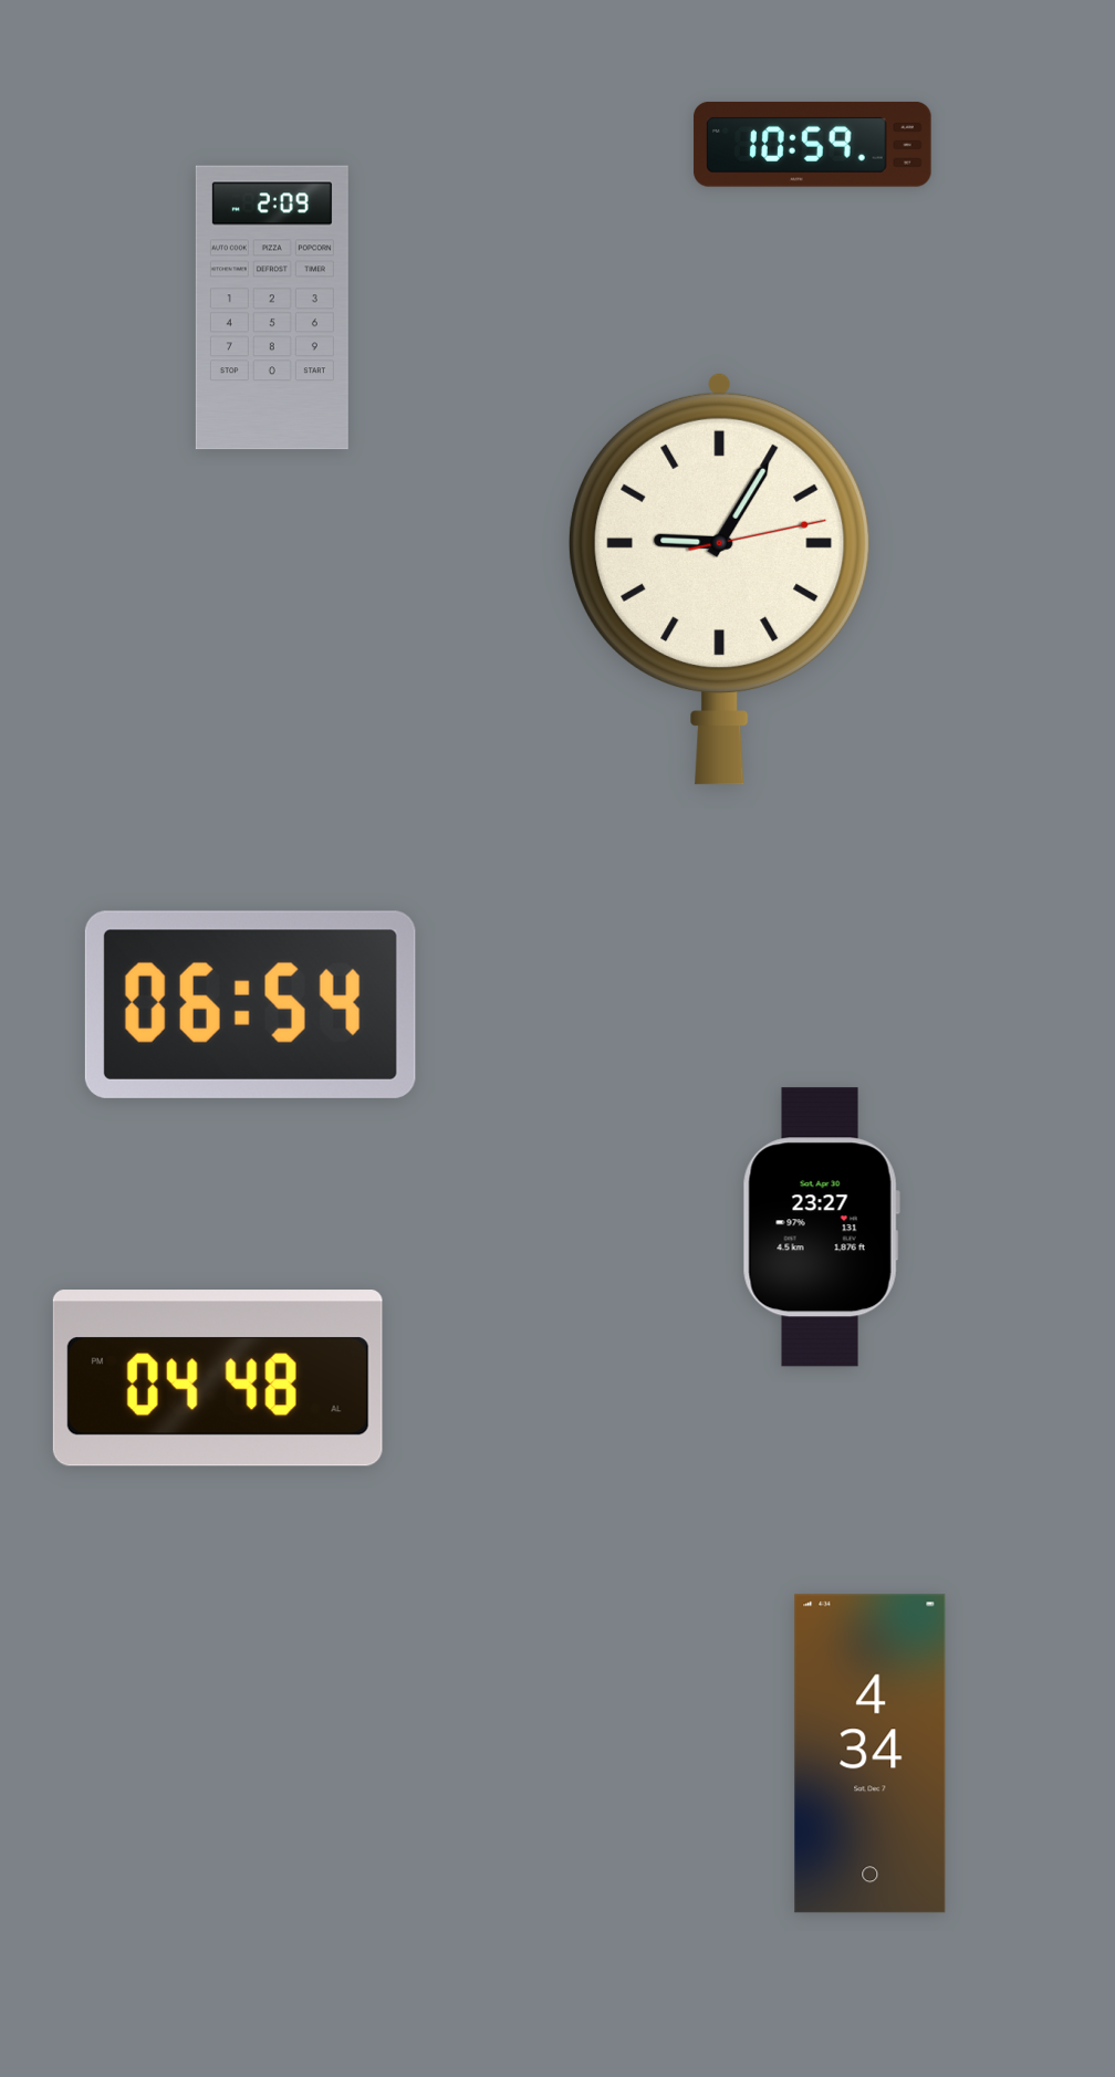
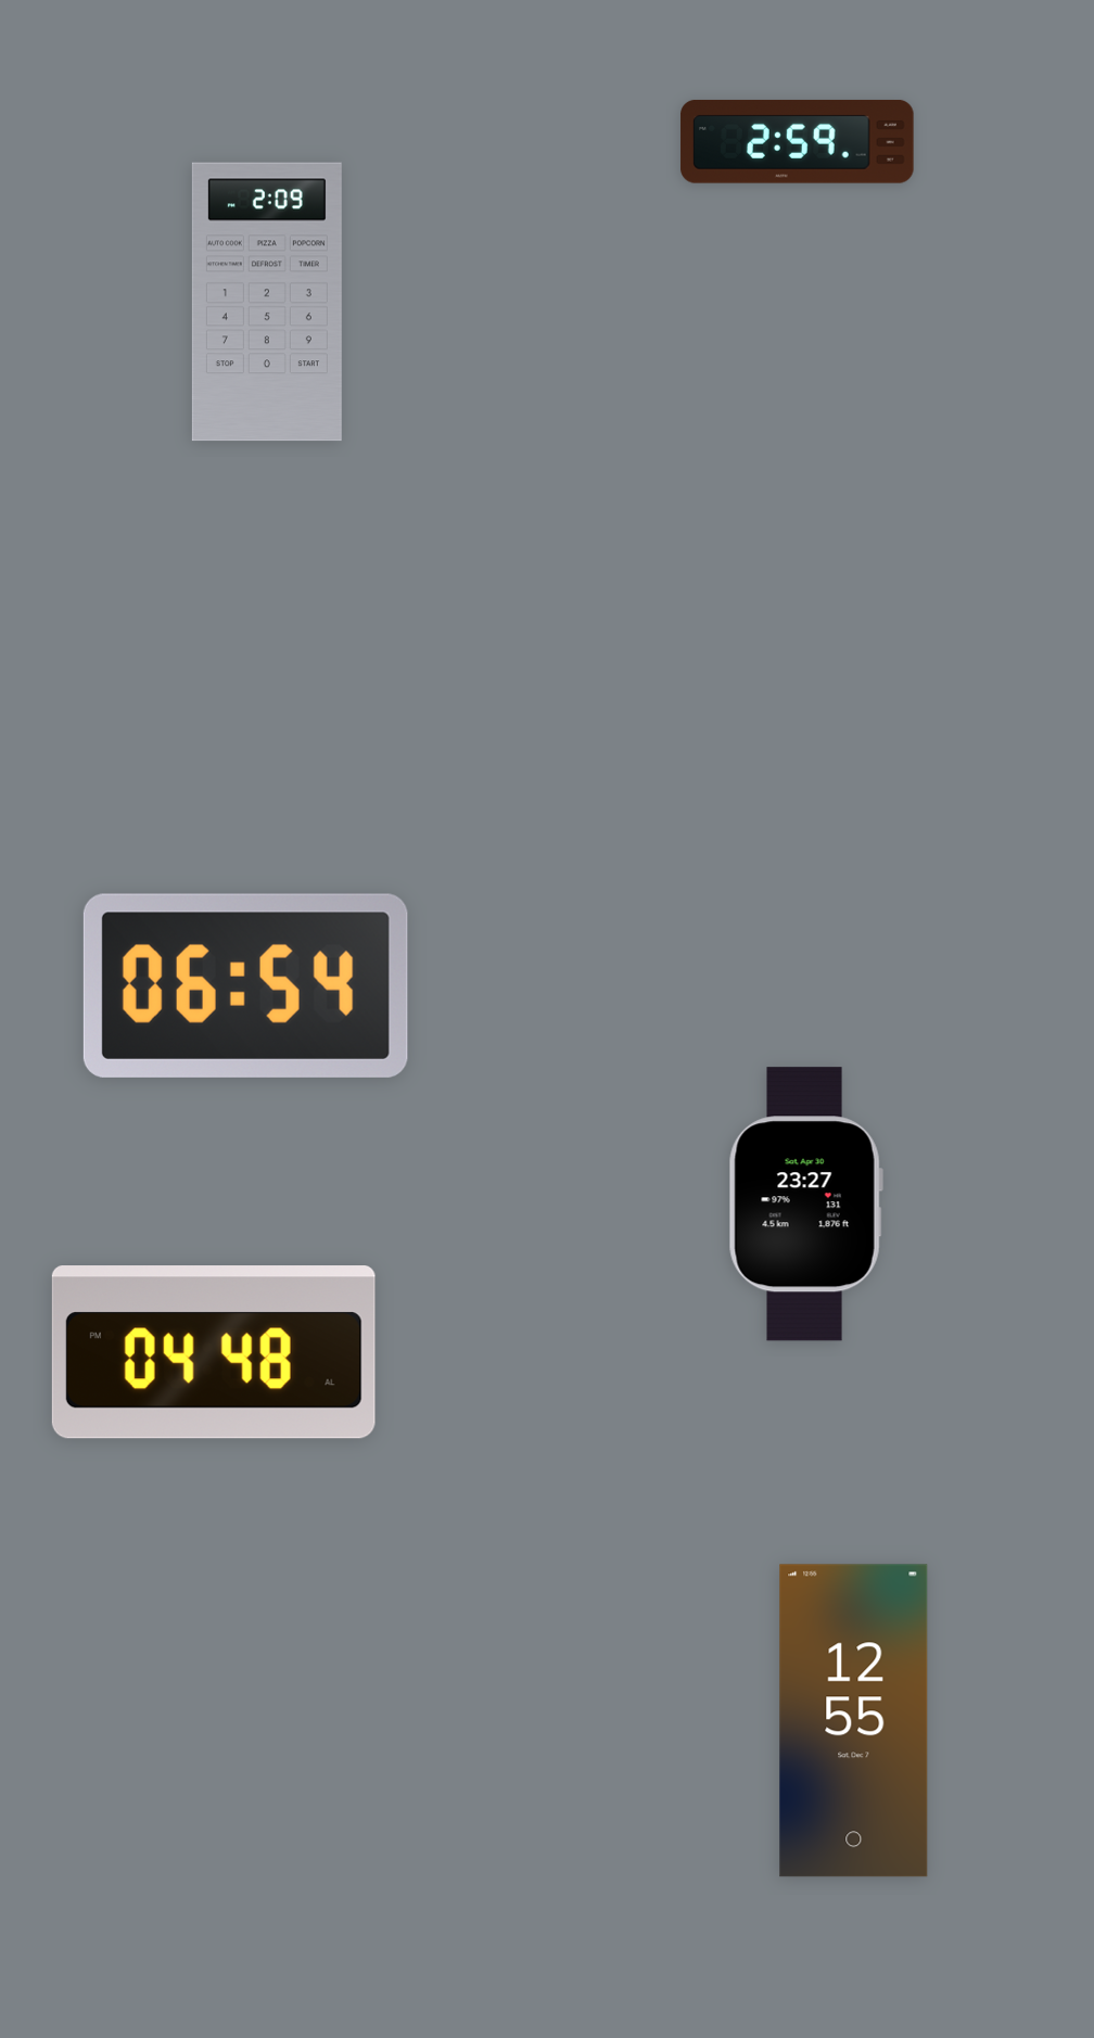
clock at (813, 144): 10:59 -> 2:59
clock at (720, 578): 9:05 -> none
clock at (871, 1754): 4:34 -> 12:55
